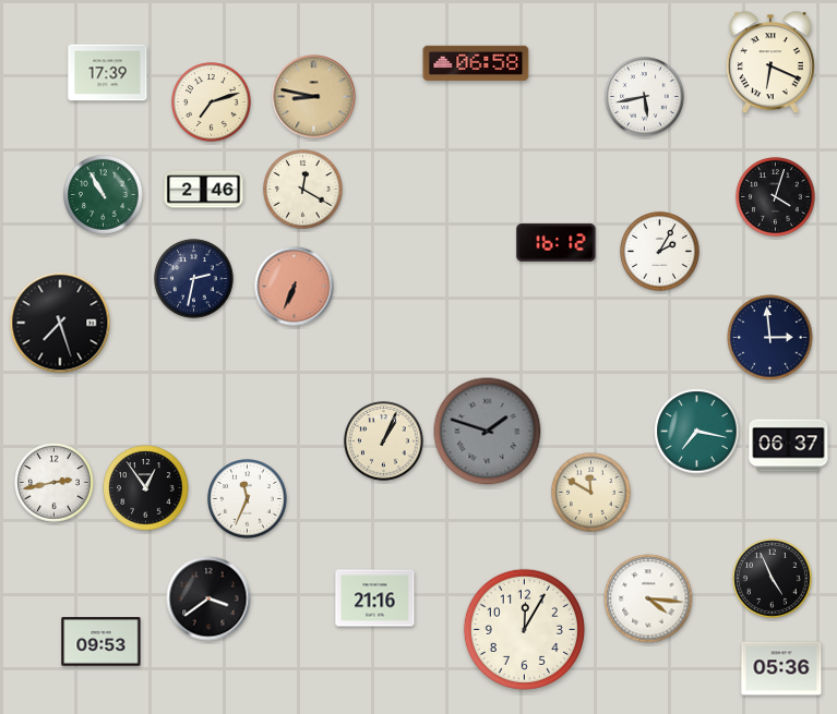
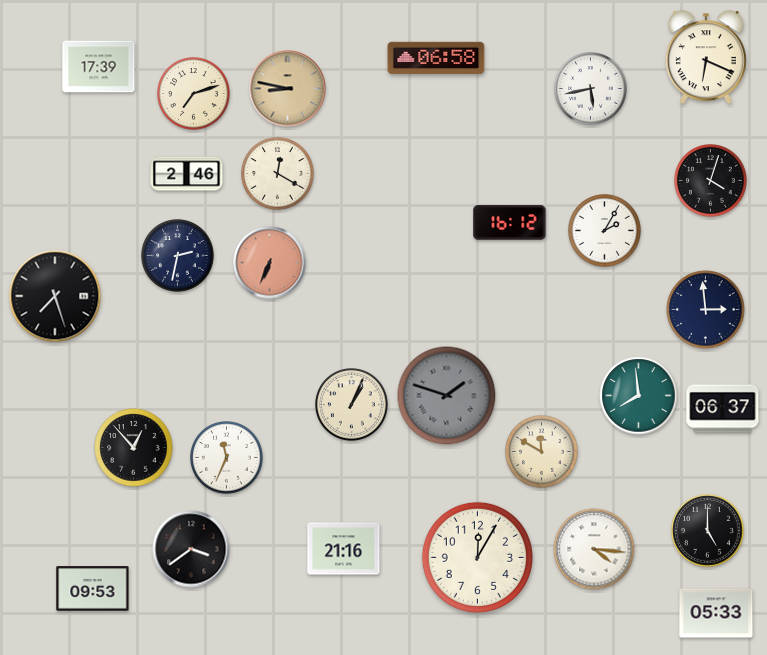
clock at (104, 195): 10:55 -> none
clock at (697, 432): 7:17 -> 7:59
clock at (55, 483): 2:43 -> none
clock at (146, 488): 12:54 -> 12:53
clock at (773, 579): 4:56 -> 5:00
clock at (524, 629) position: (524, 629) -> (477, 557)
clock at (781, 668): 05:36 -> 05:33
